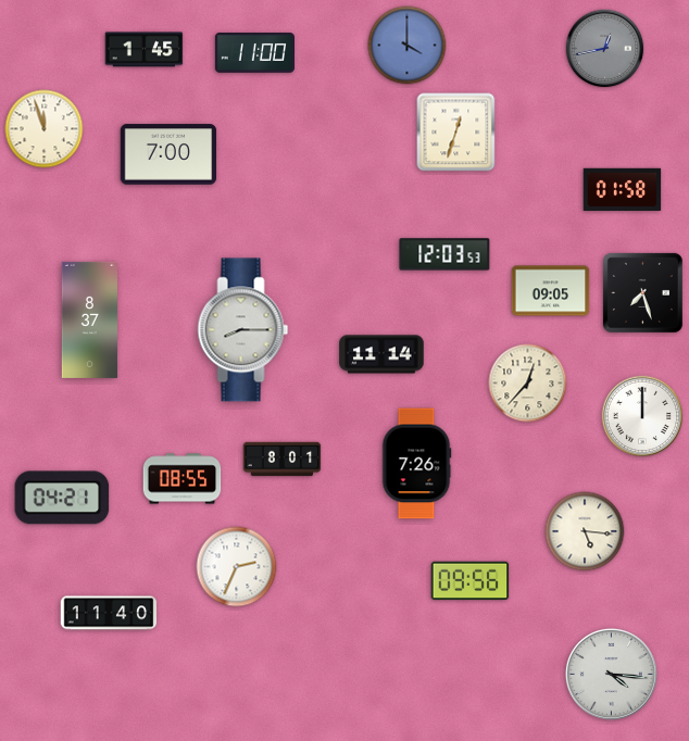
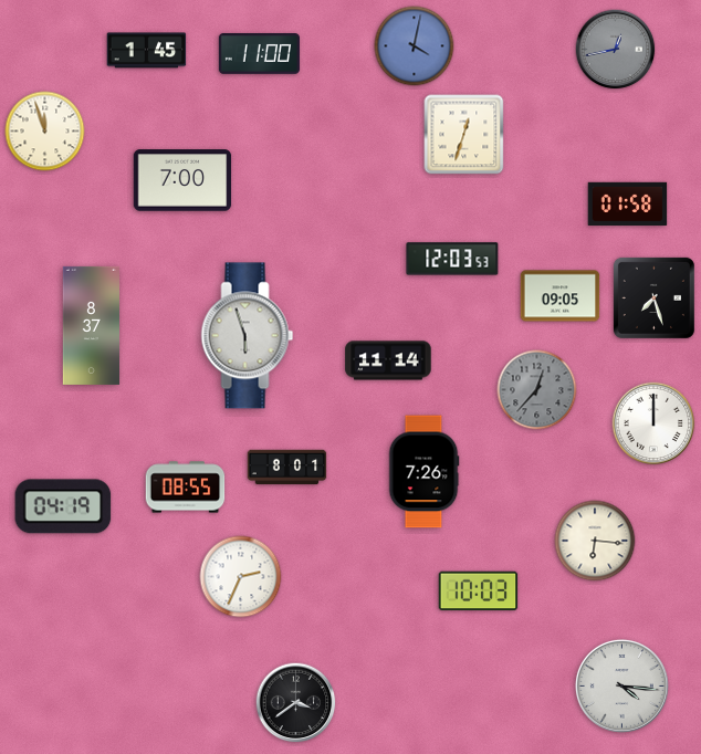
clock at (408, 46): 4:00 -> 4:02
clock at (168, 154) position: (168, 154) -> (182, 180)
clock at (623, 189) position: (623, 189) -> (628, 203)
clock at (243, 330): 8:15 -> 5:57
clock at (528, 384) dial: cream -> grey
clock at (62, 498): 04:21 -> 04:19
clock at (585, 531): 5:16 -> 6:16
clock at (471, 581): 09:56 -> 10:03
clock at (109, 613): 11:40 -> none
clock at (296, 703): none -> 3:39
